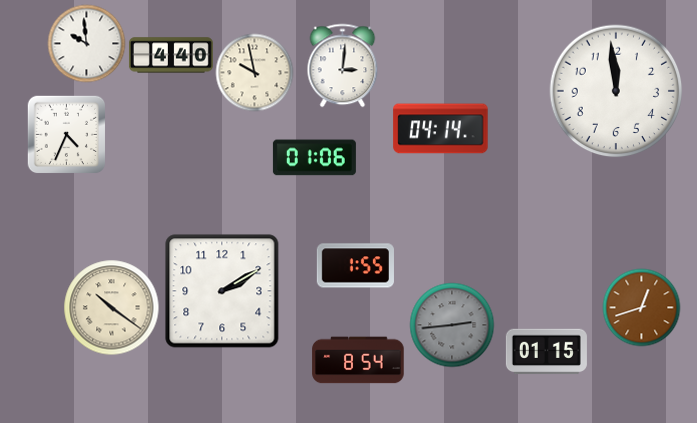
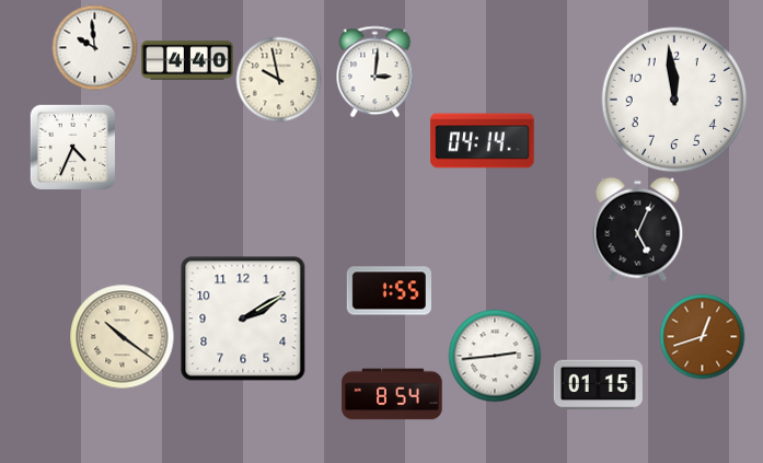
clock at (314, 158): 01:06 -> none
clock at (638, 229): none -> 5:04
clock at (452, 325) dial: grey -> white
